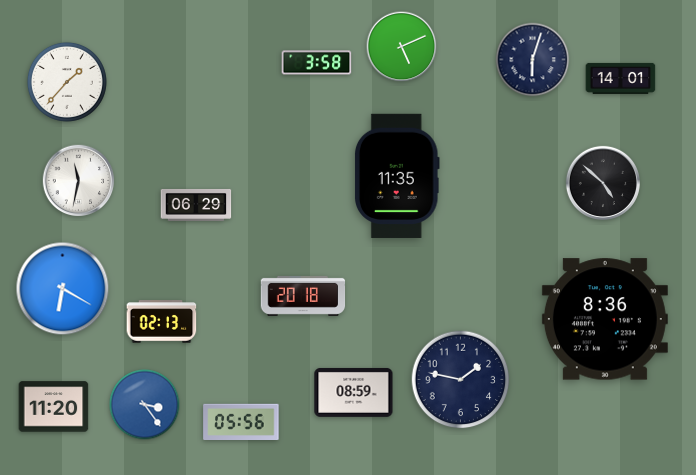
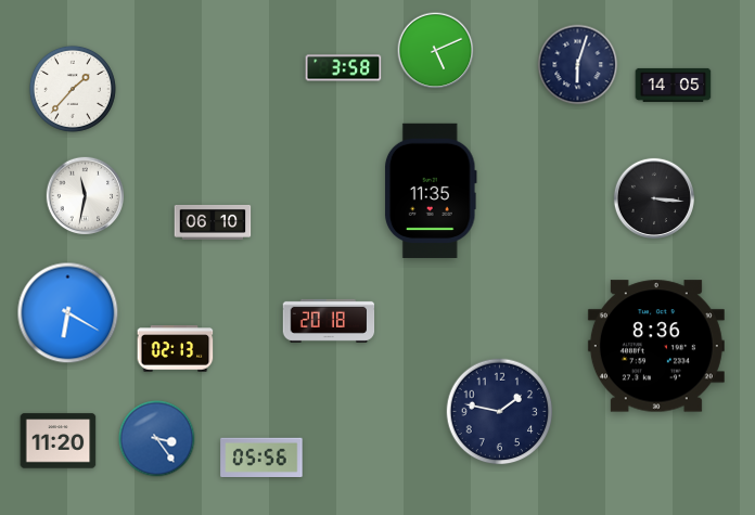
clock at (621, 78): 14:01 -> 14:05
clock at (603, 183): 4:52 -> 3:16
clock at (196, 205): 06:29 -> 06:10
clock at (354, 392): 08:59 -> none
